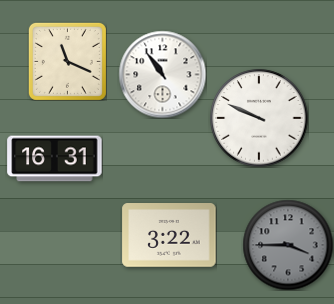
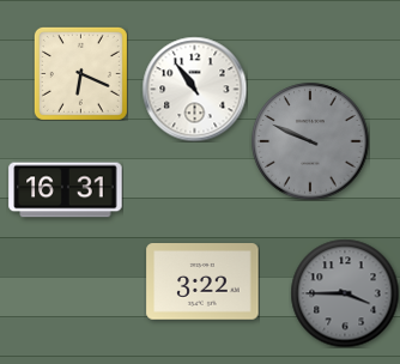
clock at (67, 61): 11:19 -> 6:19
clock at (259, 118) dial: white -> grey
